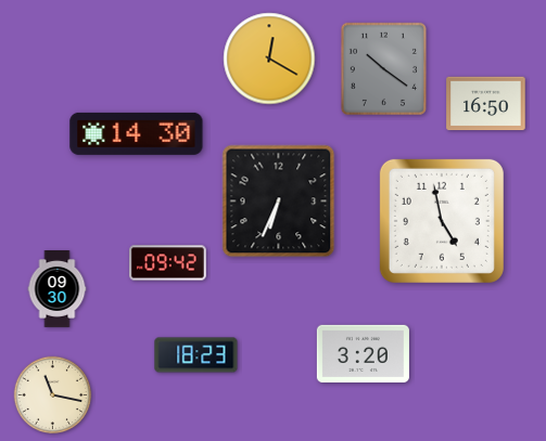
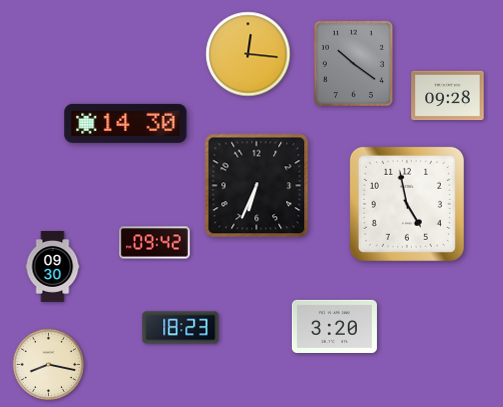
clock at (269, 59): 12:20 -> 12:16
clock at (486, 104): 16:50 -> 09:28
clock at (53, 395): 11:17 -> 8:17
